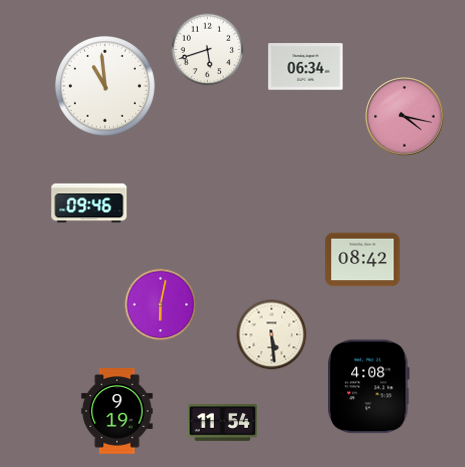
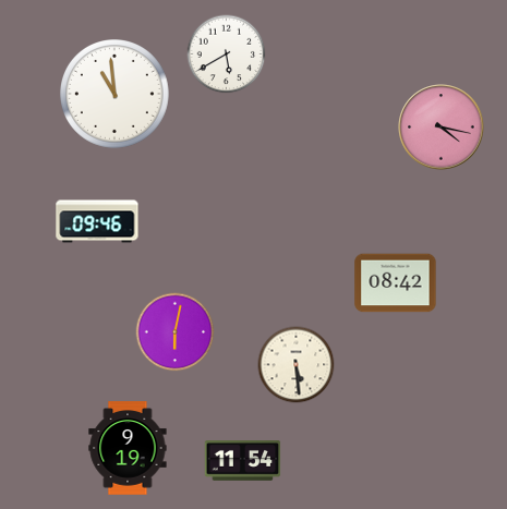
clock at (208, 50): 5:42 -> 5:40
clock at (306, 67): 06:34 -> none
clock at (369, 387): 4:08 -> none
